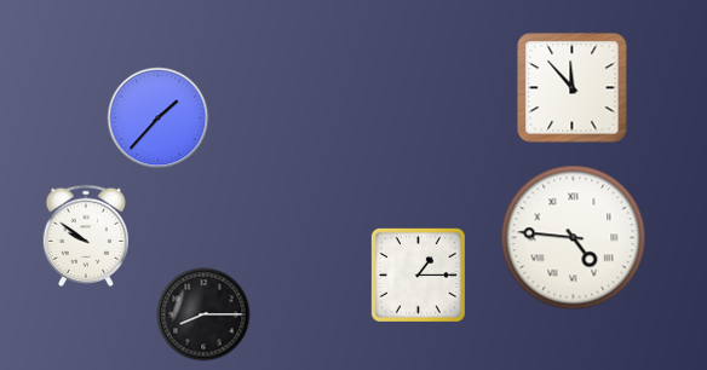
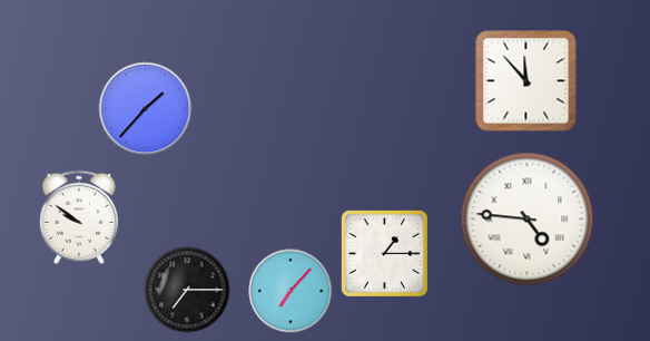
clock at (203, 314): 8:15 -> 7:15
clock at (290, 291): none -> 7:07
